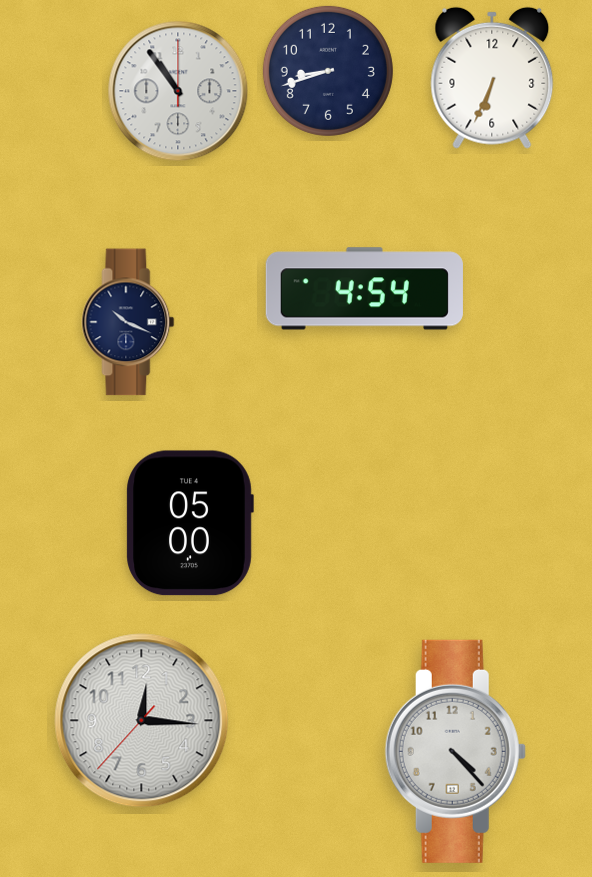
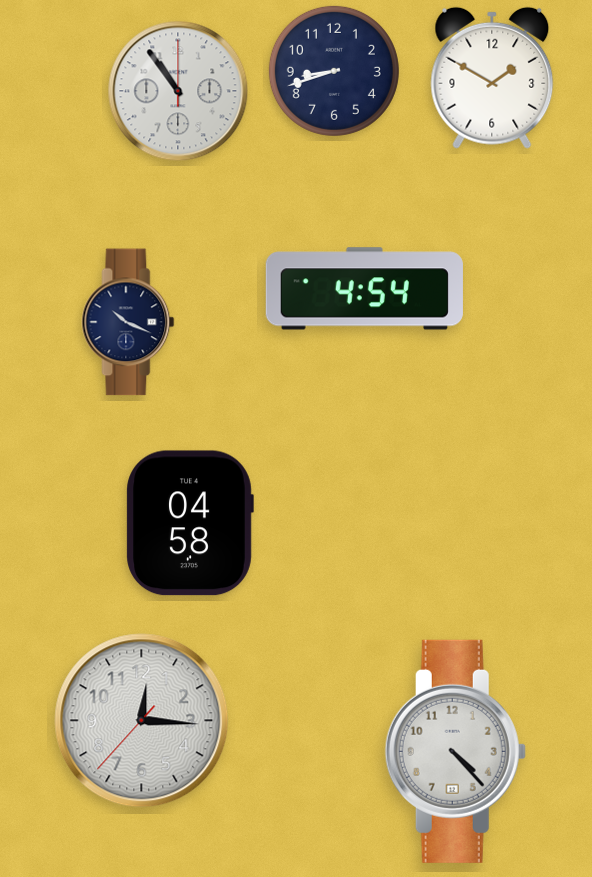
clock at (328, 71) position: (328, 71) -> (334, 71)
clock at (492, 78): 6:34 -> 1:50
clock at (190, 523): 05:00 -> 04:58
